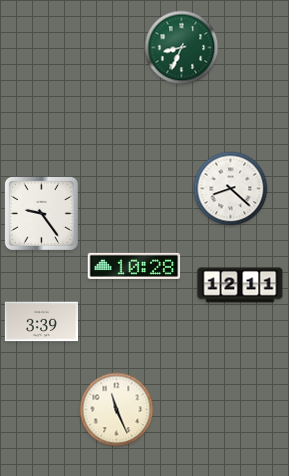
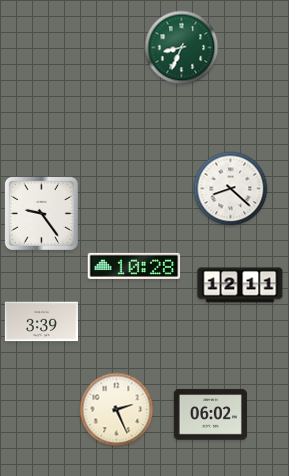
clock at (117, 410): 11:26 -> 2:26
clock at (210, 415): none -> 06:02
